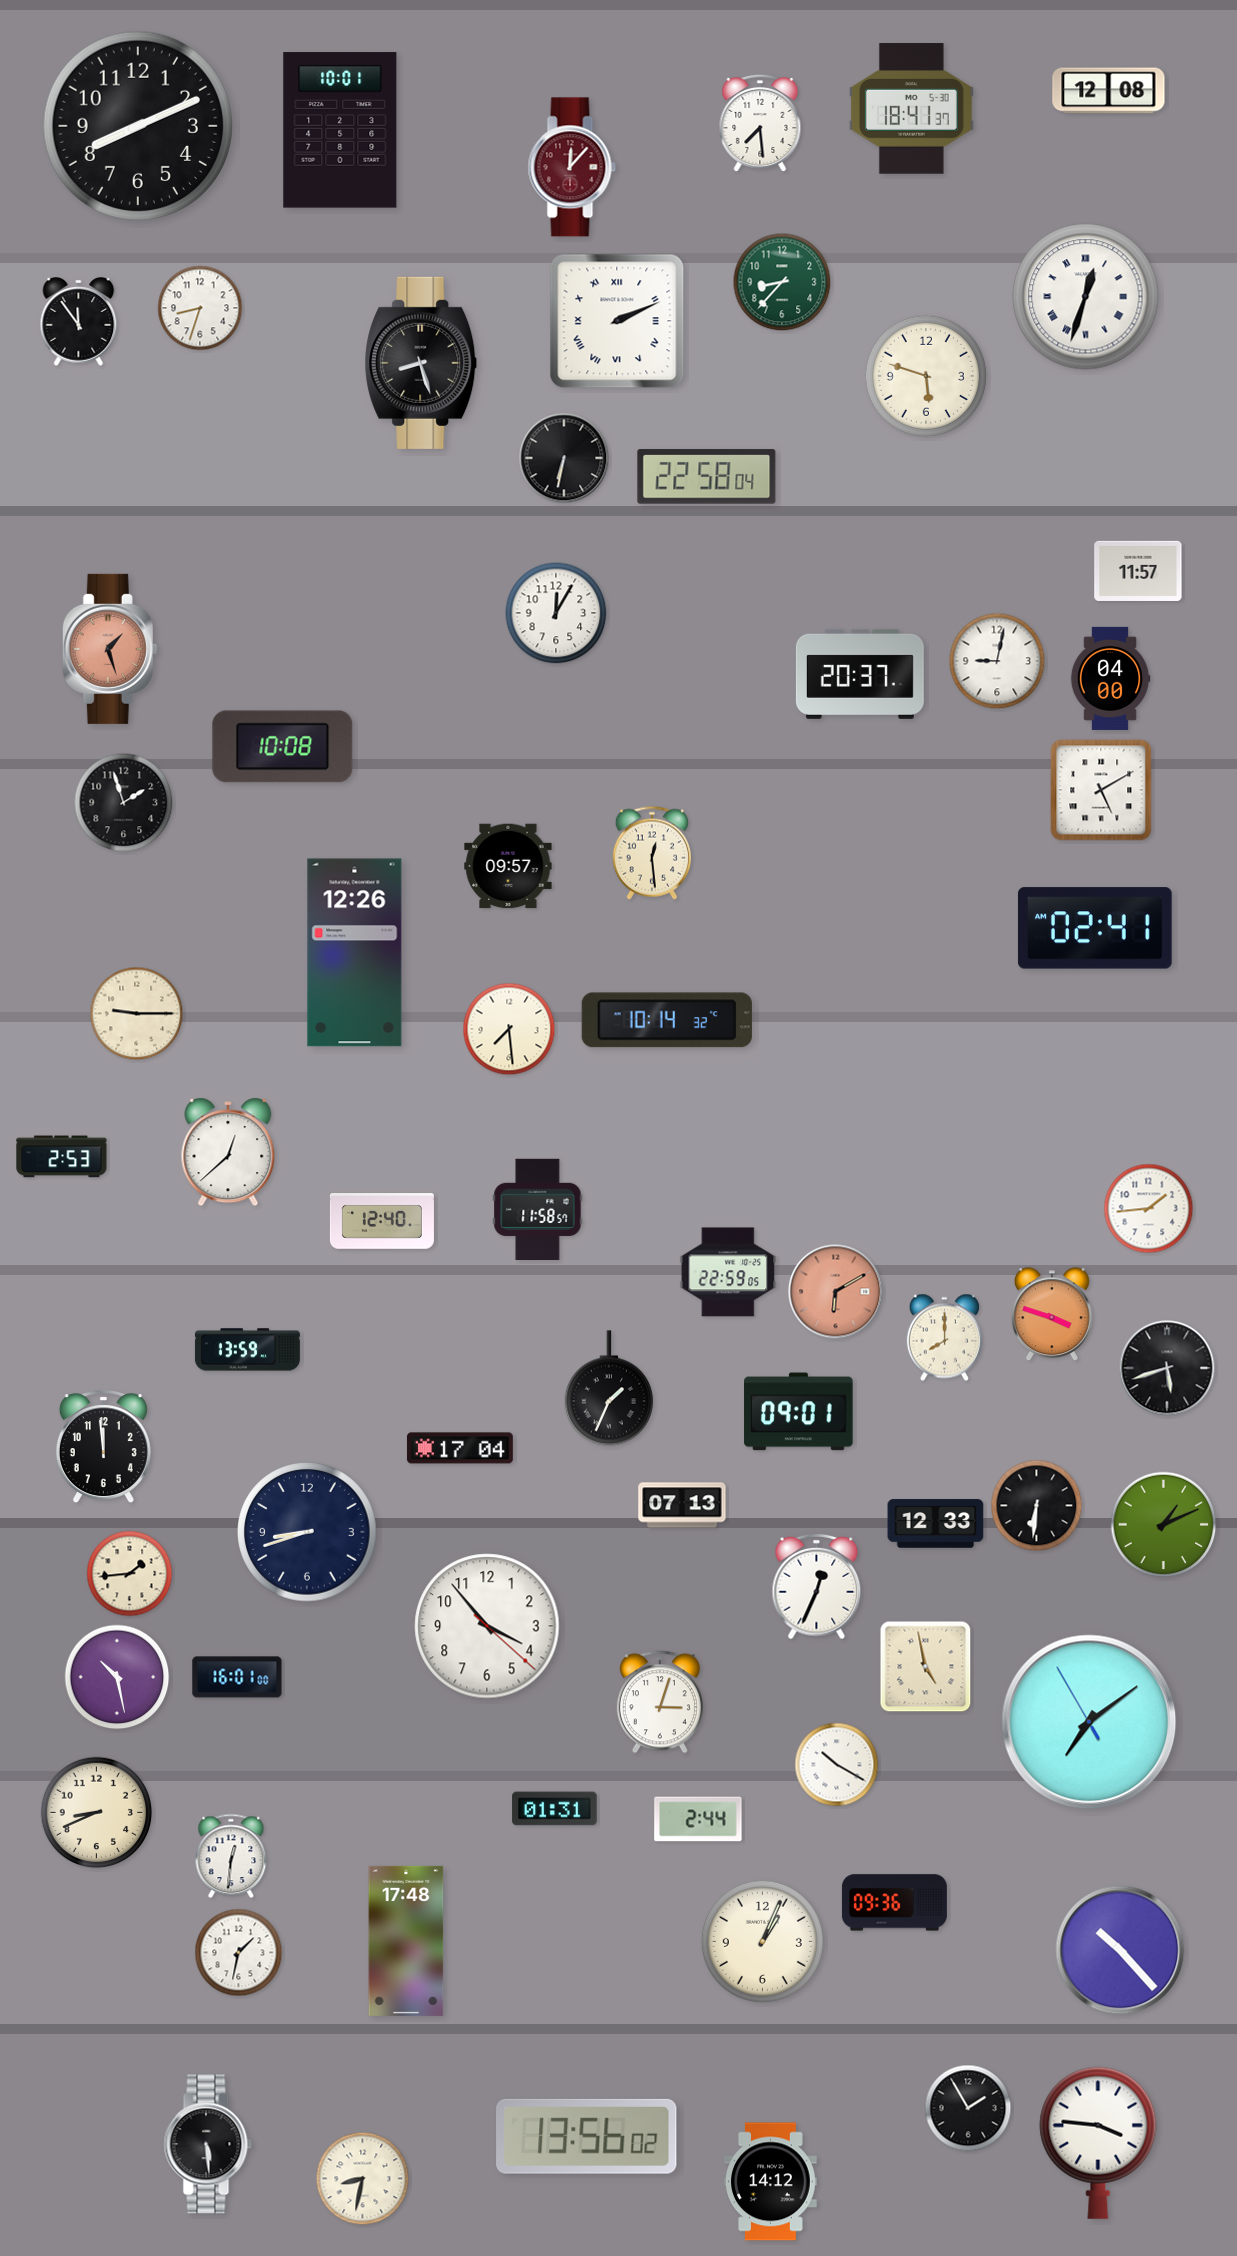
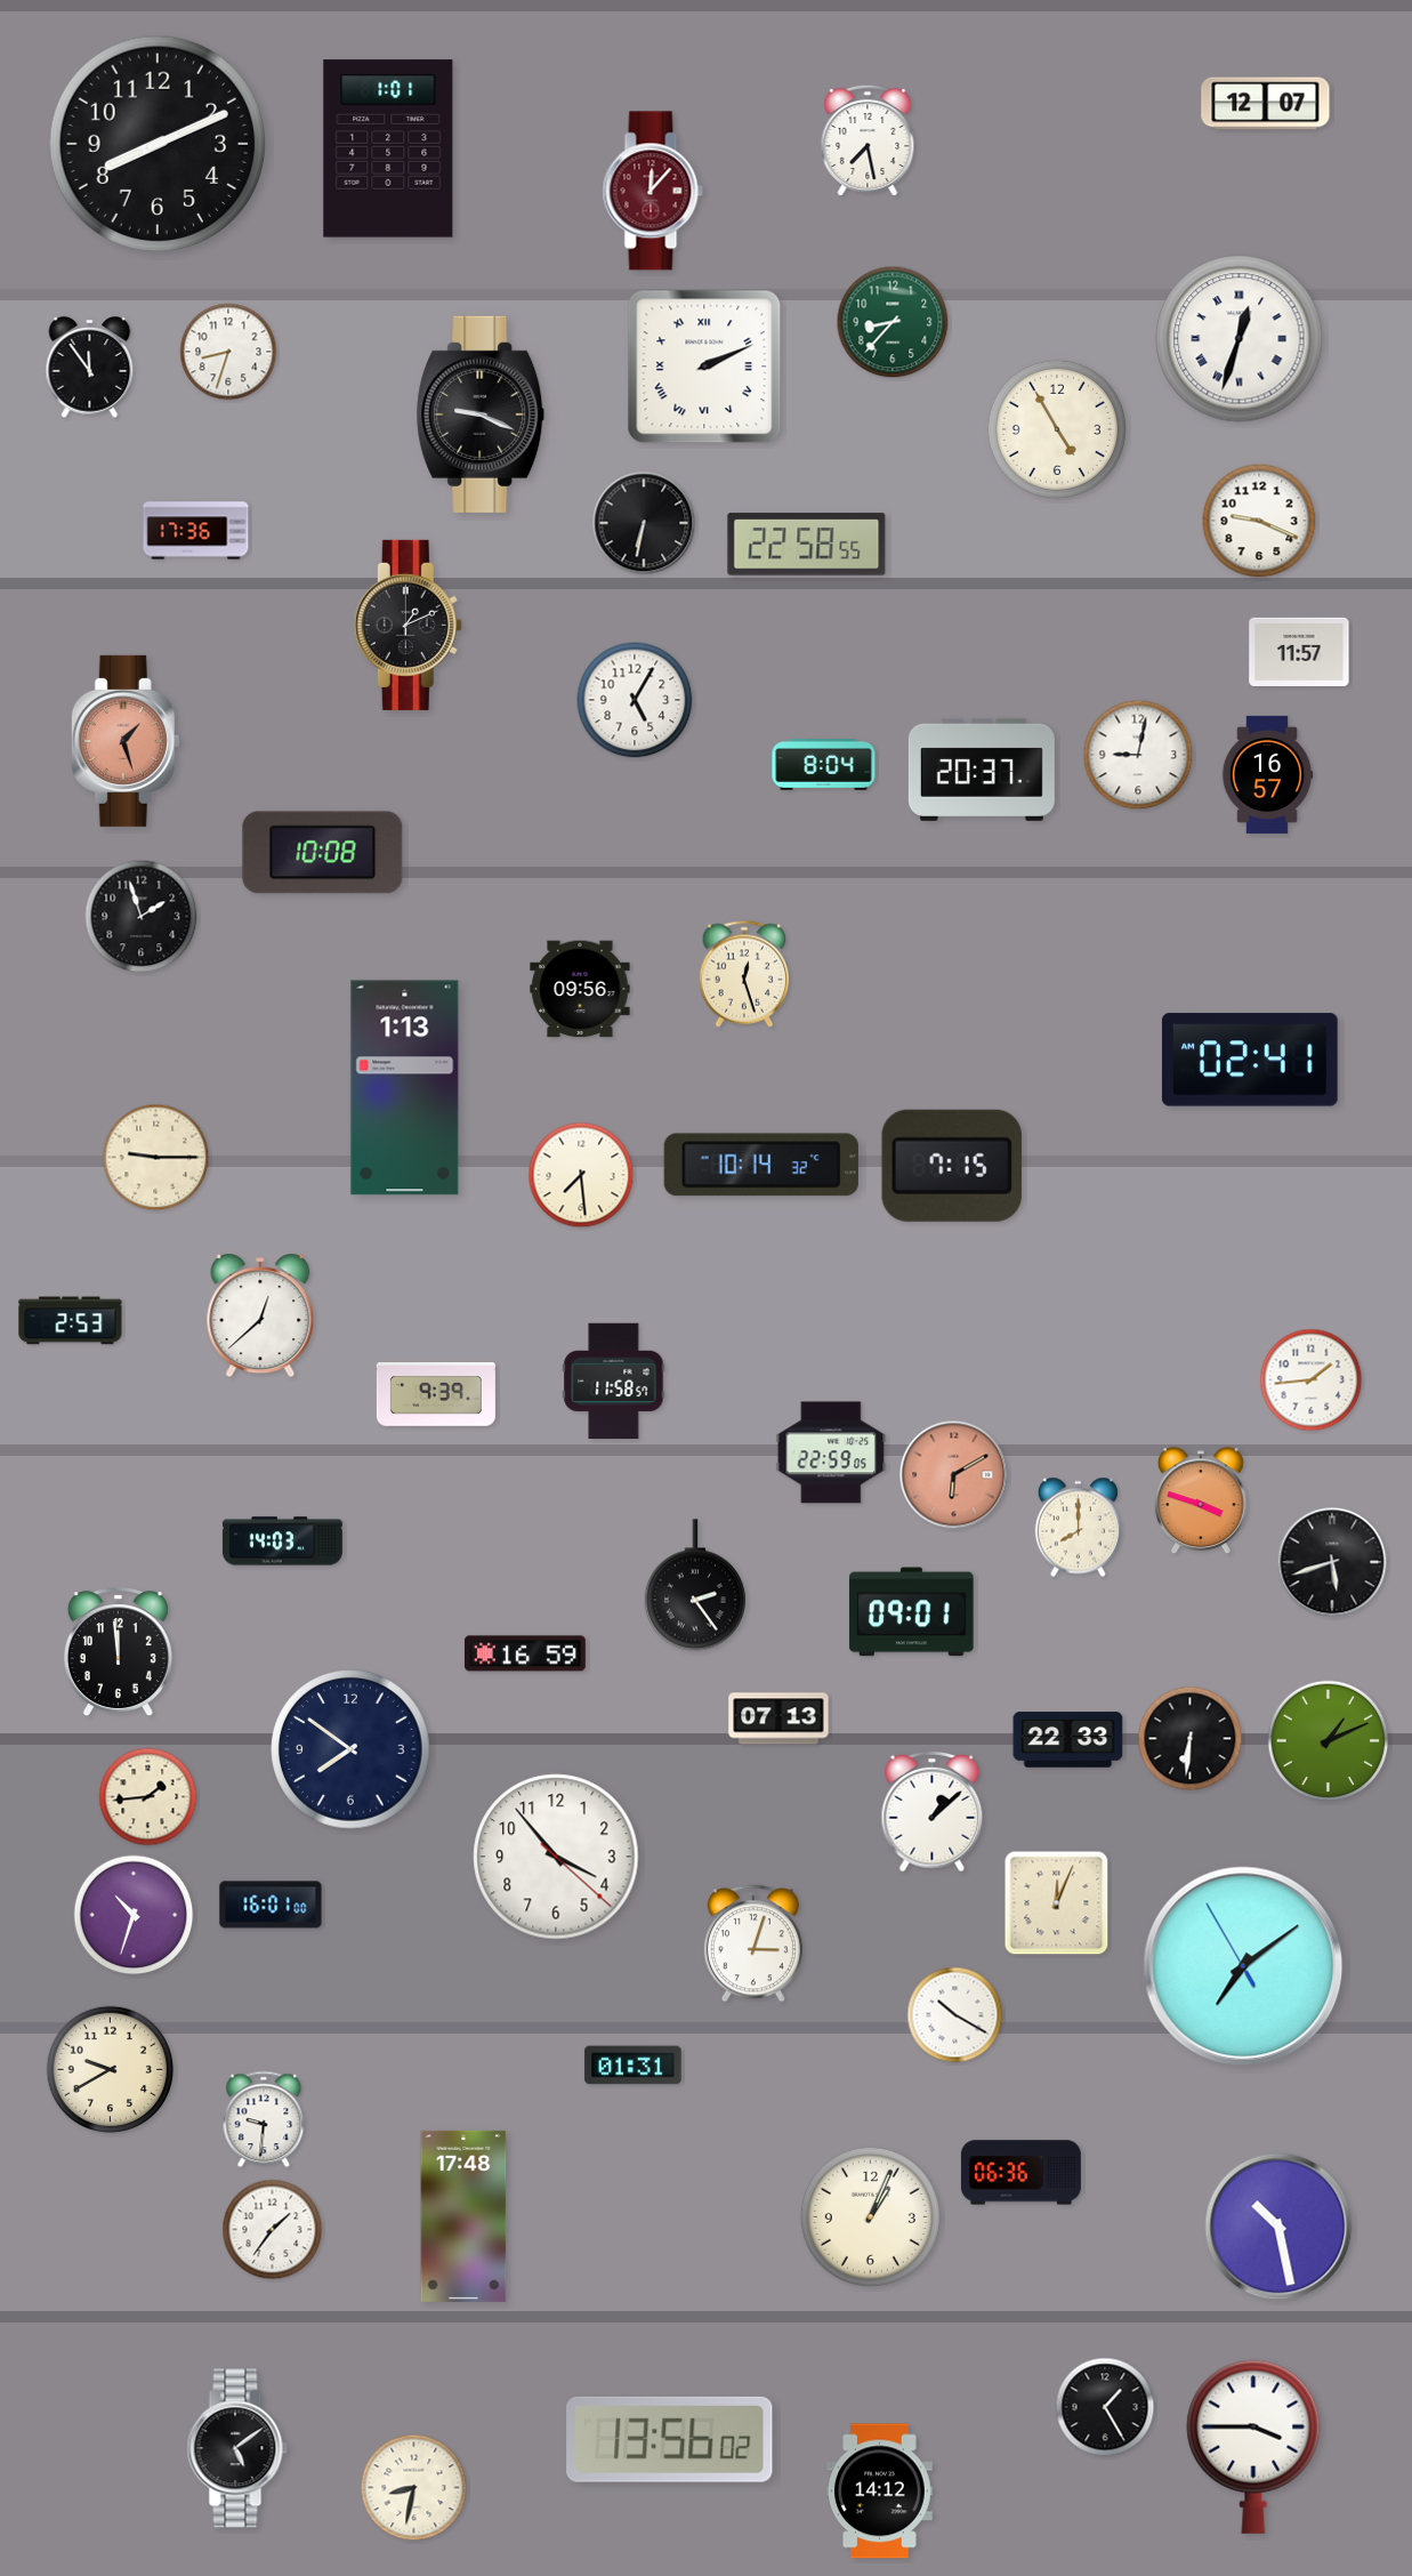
clock at (1109, 91): 12:08 -> 12:07
clock at (911, 109): 18:41 -> none
clock at (760, 122): 7:29 -> 7:28
clock at (340, 130): 10:01 -> 1:01
clock at (421, 363): 8:27 -> 9:19
clock at (926, 376): 5:48 -> 4:55
clock at (1259, 521): none -> 9:19
clock at (196, 531): none -> 17:36
clock at (707, 477): 22:58:04 -> 22:58:55
clock at (408, 625): none -> 1:11
clock at (556, 613): 12:05 -> 5:05
clock at (824, 765): none -> 8:04
clock at (1110, 678): 04:00 -> 16:57
clock at (1101, 790): 5:10 -> none
clock at (651, 853): 12:29 -> 12:27
clock at (508, 866): 09:57 -> 09:56
clock at (355, 953): 12:26 -> 1:13
clock at (952, 1166): none -> 7:15
clock at (382, 1221): 12:40 -> 9:39
clock at (247, 1350): 13:59 -> 14:03
clock at (609, 1388): 1:34 -> 2:24
clock at (460, 1448): 17:04 -> 16:59
clock at (1037, 1506) position: (1037, 1506) -> (1191, 1739)
clock at (936, 1524): 12:33 -> 22:33
clock at (307, 1532): 8:42 -> 7:51
clock at (817, 1587): 12:34 -> 1:08
clock at (926, 1667): 4:58 -> 12:04
clock at (117, 1677): 10:28 -> 10:33
clock at (237, 1677) position: (237, 1677) -> (271, 1905)
clock at (97, 1813): 8:41 -> 9:40
clock at (698, 1819): 2:44 -> none
clock at (231, 1856): 12:31 -> 9:31
clock at (894, 1903): 09:36 -> 06:36
clock at (1120, 1950): 10:23 -> 10:28
clock at (239, 1953): 1:32 -> 1:36
clock at (968, 2108): 1:55 -> 1:25
clock at (1098, 2143): 3:46 -> 3:45
clock at (208, 2144): 5:29 -> 5:09
